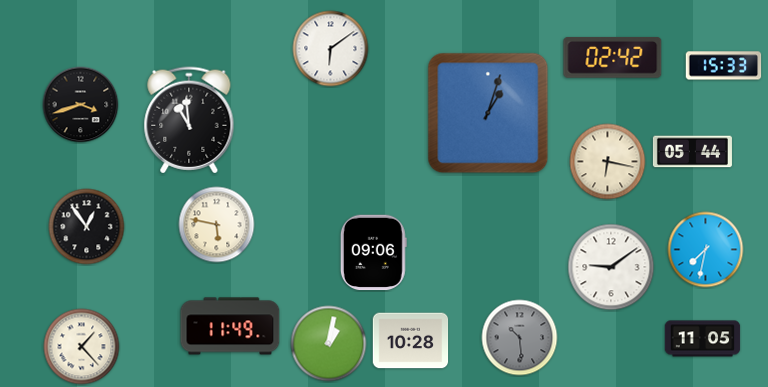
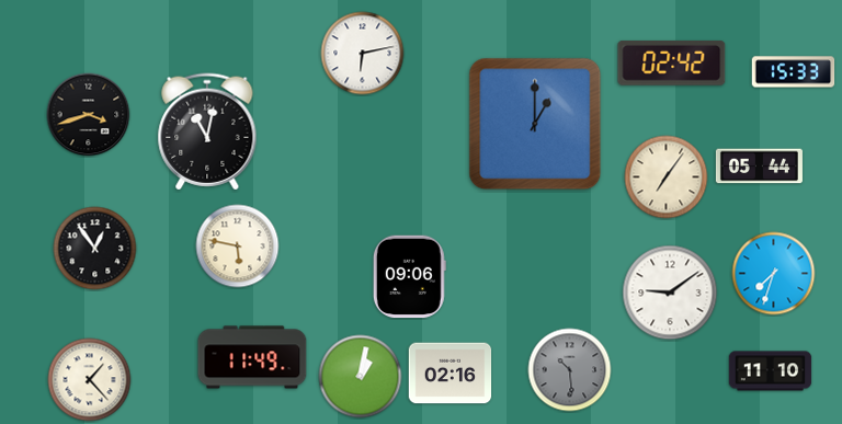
clock at (331, 49): 6:09 -> 6:13
clock at (488, 113): 1:03 -> 1:00
clock at (189, 120): 10:59 -> 11:02
clock at (608, 162): 6:17 -> 7:06
clock at (706, 250): 7:32 -> 7:33
clock at (703, 339): 11:05 -> 11:10
clock at (411, 341): 10:28 -> 02:16
